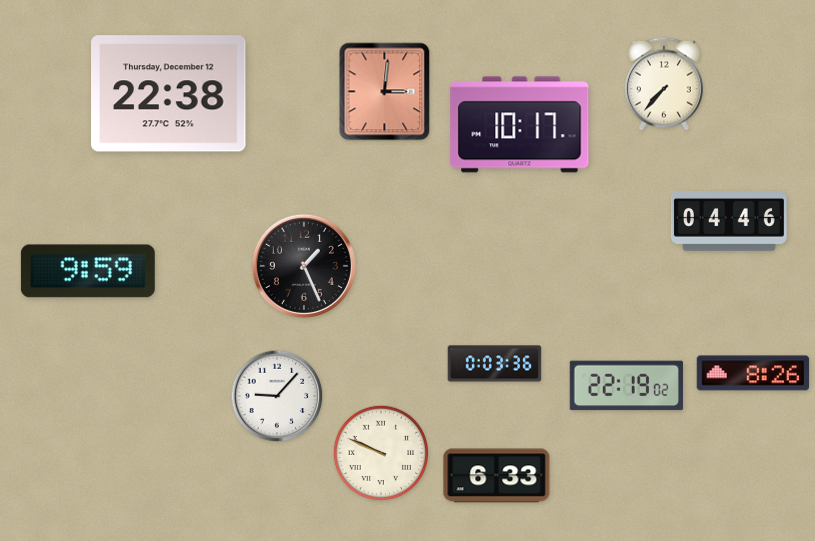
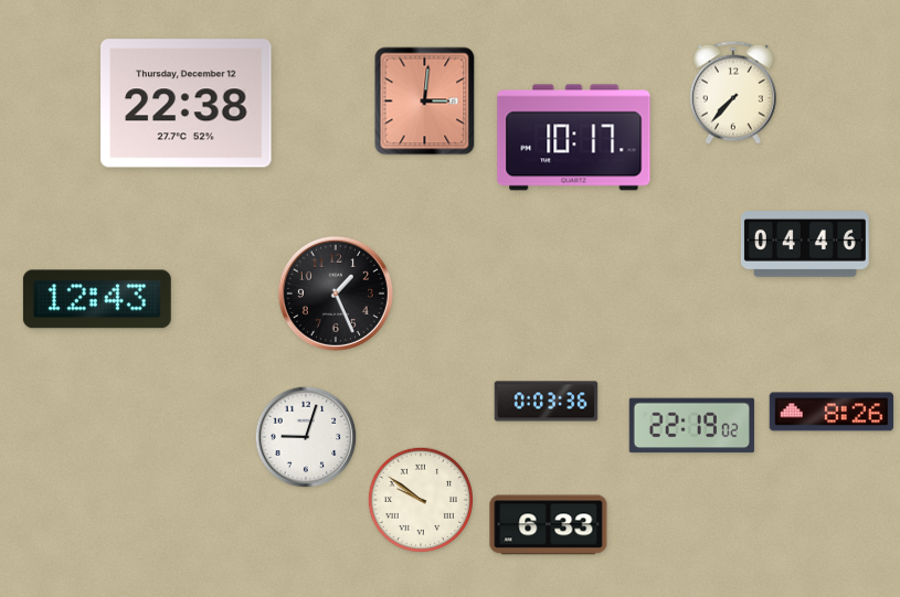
clock at (88, 271): 9:59 -> 12:43
clock at (277, 396): 9:07 -> 9:03
clock at (380, 452): 9:49 -> 9:51
